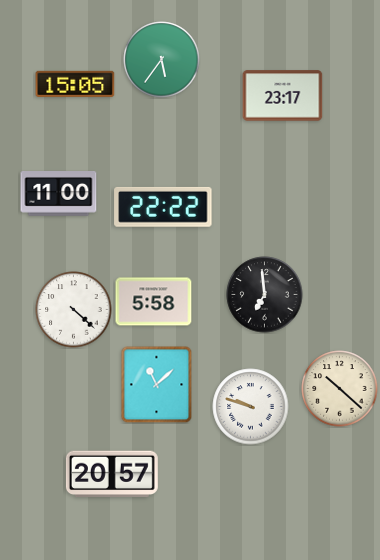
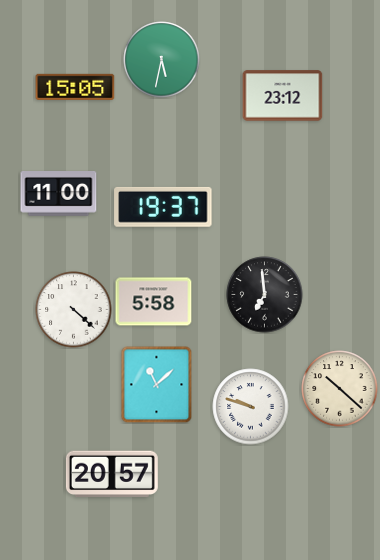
clock at (162, 60): 5:36 -> 5:32
clock at (75, 84) position: (75, 84) -> (75, 87)
clock at (283, 96): 23:17 -> 23:12
clock at (163, 207): 22:22 -> 19:37
